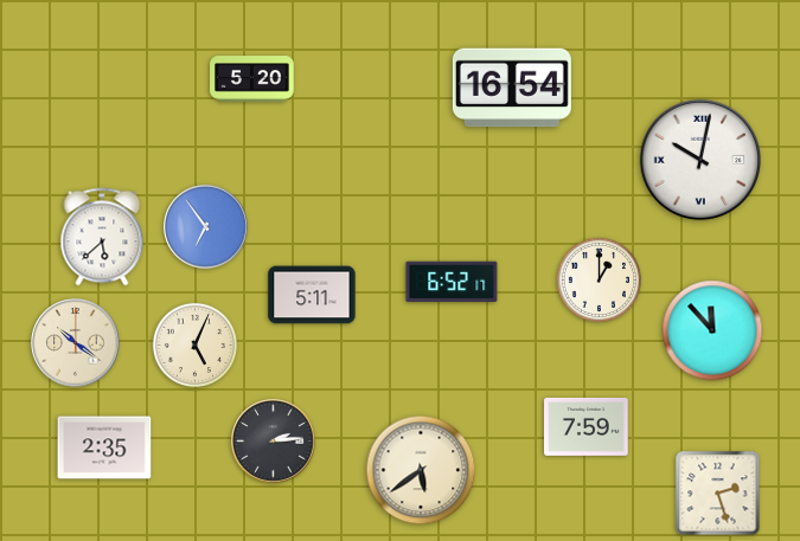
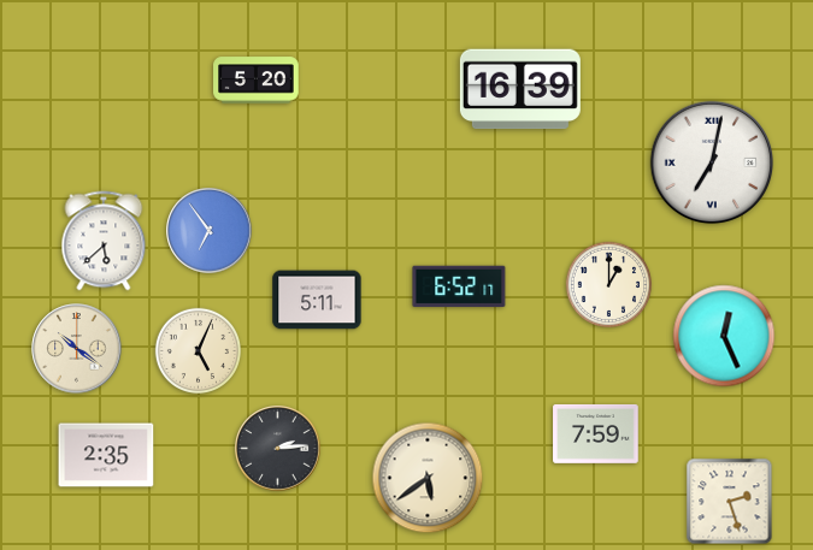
clock at (512, 88): 16:54 -> 16:39
clock at (700, 160): 10:02 -> 7:02
clock at (712, 330): 11:53 -> 12:26
